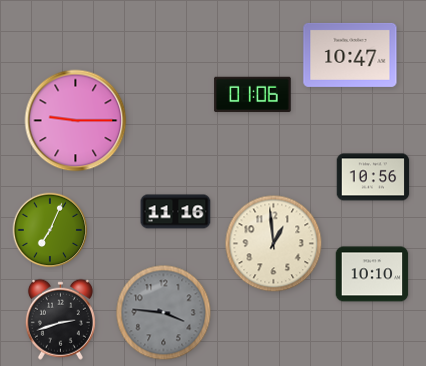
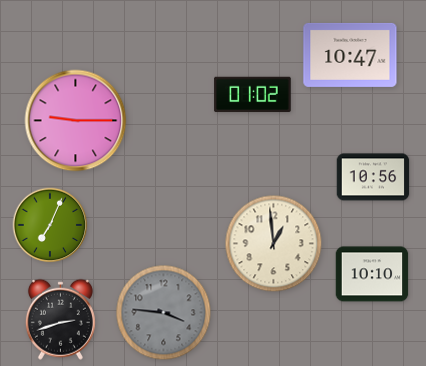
clock at (253, 95): 01:06 -> 01:02
clock at (176, 212): 11:16 -> none
clock at (50, 230) position: (50, 230) -> (50, 225)
